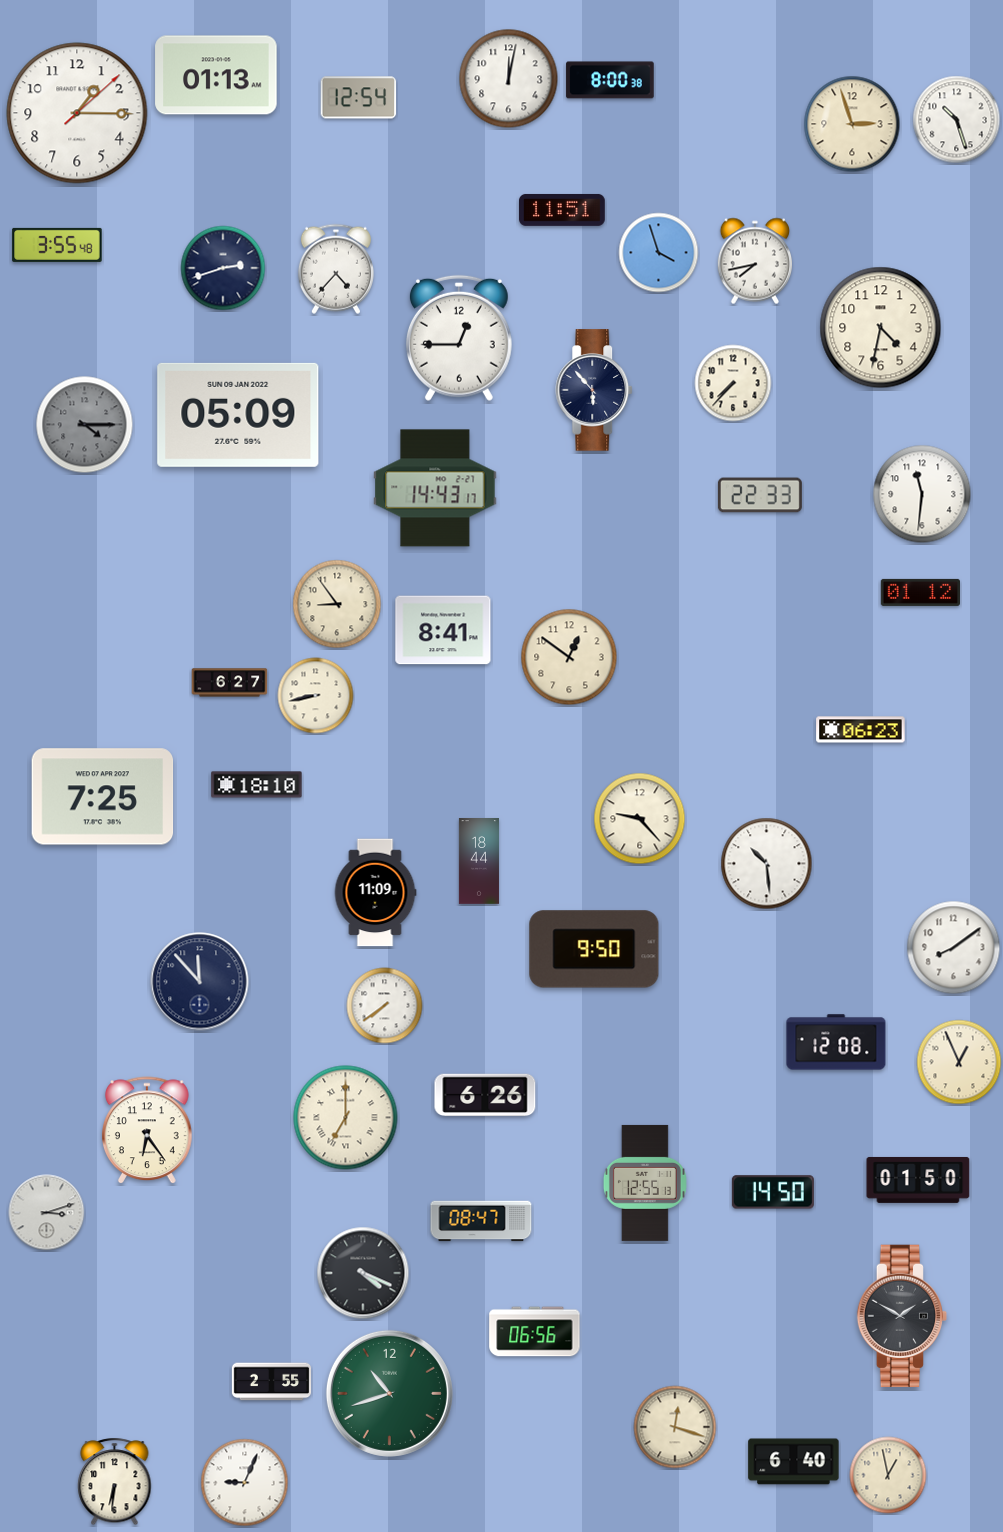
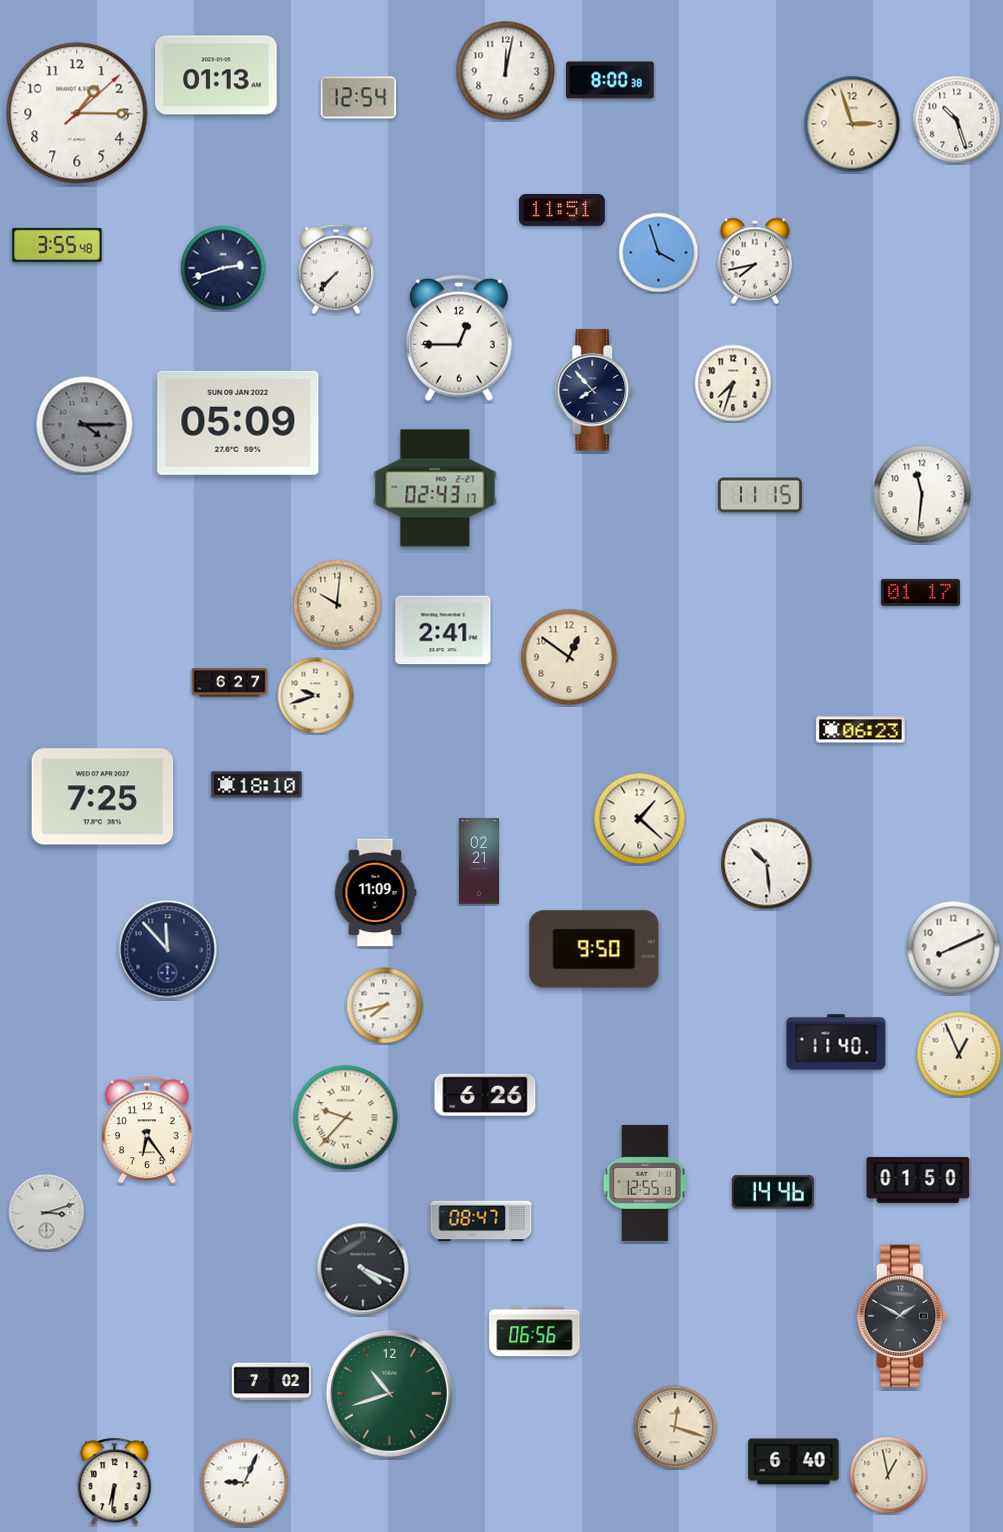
clock at (509, 79) position: (509, 79) -> (506, 71)
clock at (336, 269): 4:37 -> 7:37
clock at (881, 328): 4:32 -> none
clock at (733, 383): 7:37 -> 7:33
clock at (595, 390): 5:53 -> 7:53
clock at (238, 415) position: (238, 415) -> (238, 423)
clock at (435, 488): 14:43 -> 02:43
clock at (760, 495): 22:33 -> 11:15
clock at (920, 592): 01:12 -> 01:17
clock at (337, 604): 8:54 -> 10:01
clock at (443, 630): 8:41 -> 2:41
clock at (316, 696): 8:43 -> 9:42
clock at (640, 819): 9:23 -> 1:22
clock at (479, 861): 18:44 -> 02:21
clock at (954, 948): 8:09 -> 8:11
clock at (200, 982) position: (200, 982) -> (168, 950)
clock at (385, 1006): 7:39 -> 7:43
clock at (836, 1042): 12:08 -> 11:40
clock at (959, 1062) position: (959, 1062) -> (959, 1054)
clock at (346, 1118): 7:00 -> 9:37
clock at (773, 1192): 14:50 -> 14:46
clock at (363, 1273) position: (363, 1273) -> (363, 1269)
clock at (272, 1382): 2:55 -> 7:02
